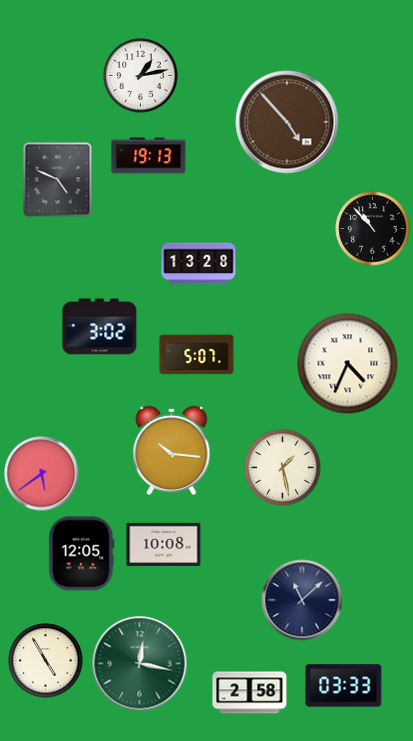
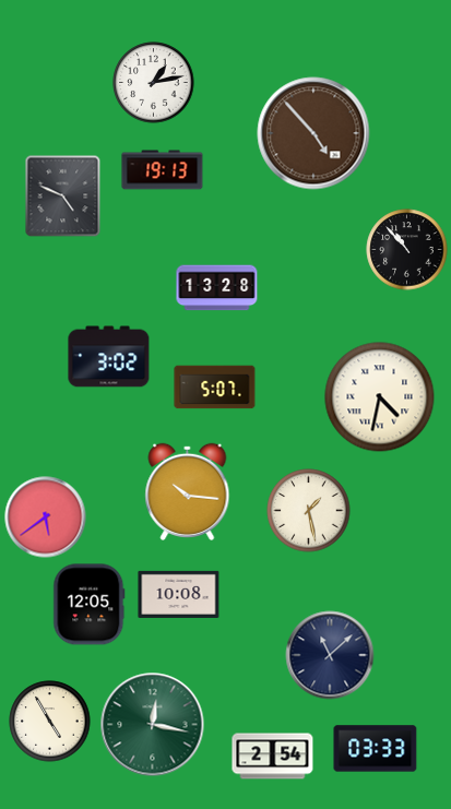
clock at (348, 364): 4:34 -> 4:32
clock at (250, 693): 2:58 -> 2:54
